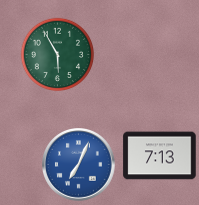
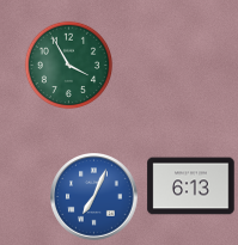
clock at (57, 54): 5:55 -> 3:55
clock at (160, 156): 7:13 -> 6:13
